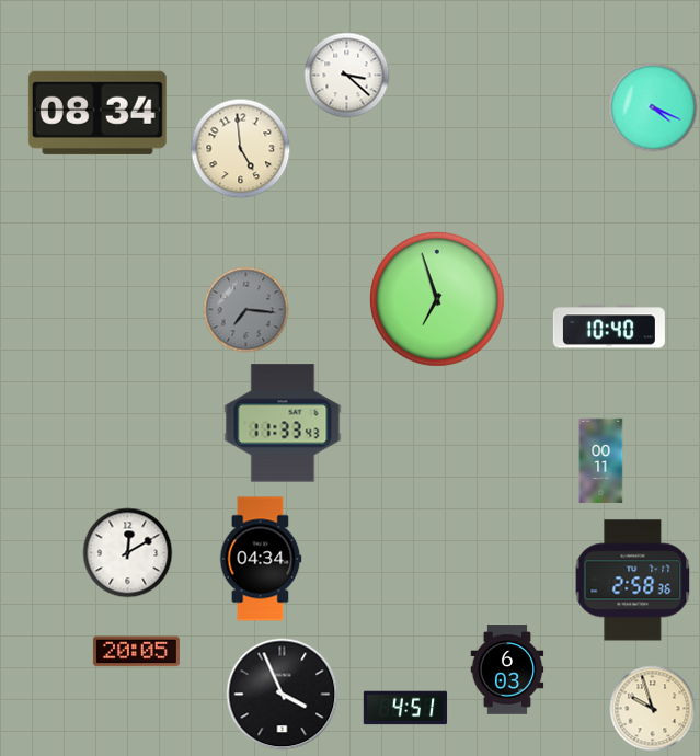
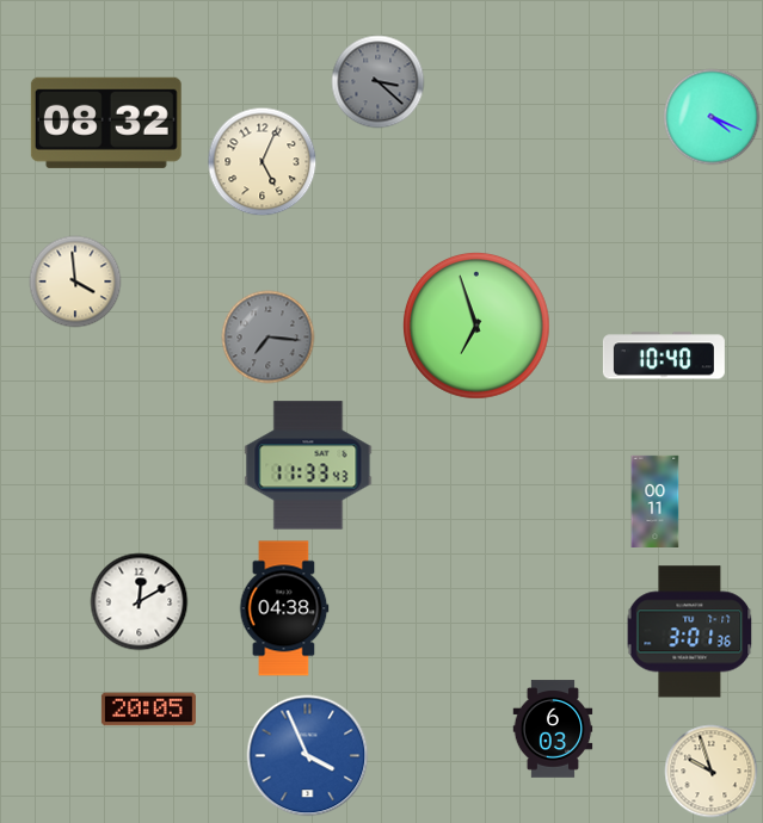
clock at (347, 76) dial: white -> grey
clock at (97, 113): 08:34 -> 08:32
clock at (241, 149): 4:59 -> 5:04
clock at (75, 281): none -> 3:59
clock at (283, 423) position: (283, 423) -> (308, 465)
clock at (261, 559): 04:34 -> 04:38
clock at (633, 581): 2:58 -> 3:01
clock at (283, 695) dial: black -> blue
clock at (405, 708): 4:51 -> none
